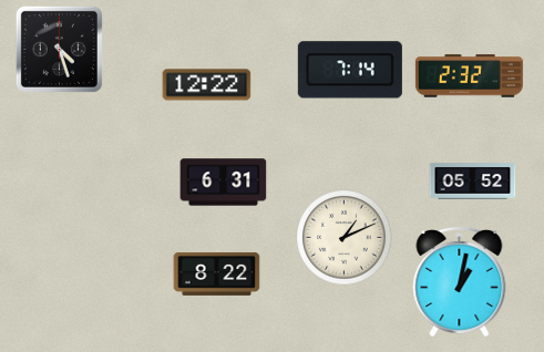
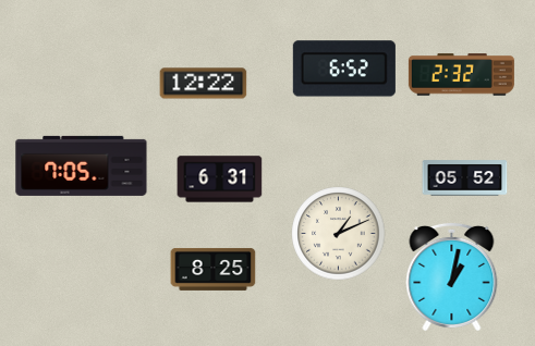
clock at (59, 49): 4:27 -> none
clock at (350, 70): 7:14 -> 6:52
clock at (82, 165): none -> 7:05
clock at (216, 273): 8:22 -> 8:25
